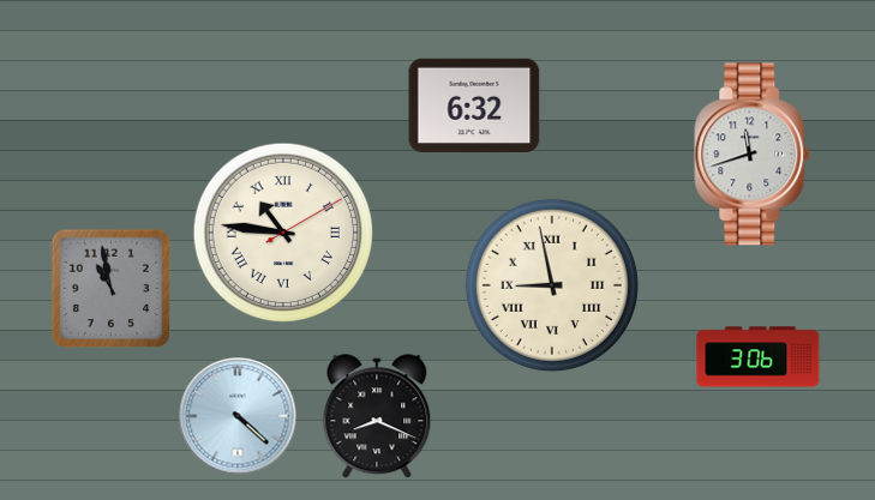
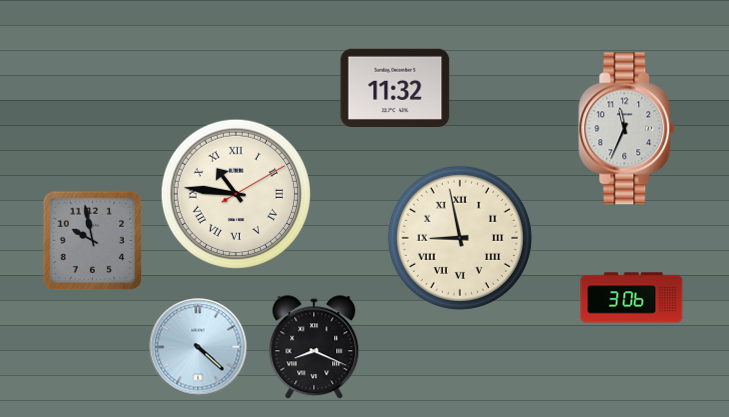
clock at (474, 104): 6:32 -> 11:32
clock at (753, 155): 11:42 -> 11:34
clock at (110, 288): 10:58 -> 9:58
